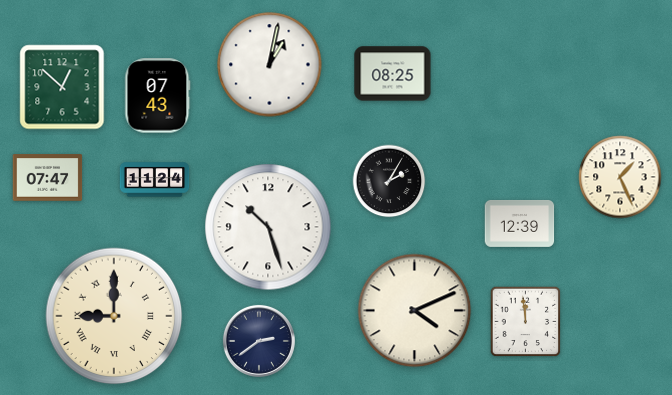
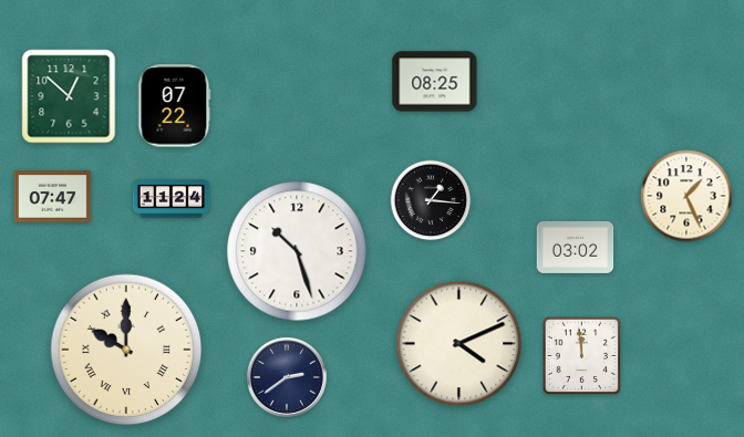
clock at (270, 65): 1:02 -> none
clock at (158, 96): 07:43 -> 07:22
clock at (389, 181): 2:05 -> 1:16
clock at (520, 223): 12:39 -> 03:02
clock at (114, 316): 9:00 -> 10:00
